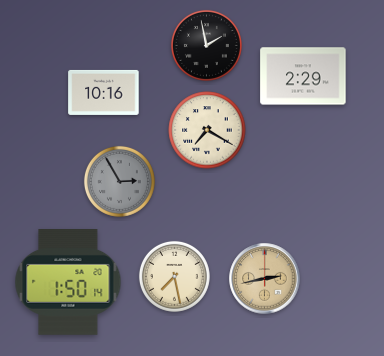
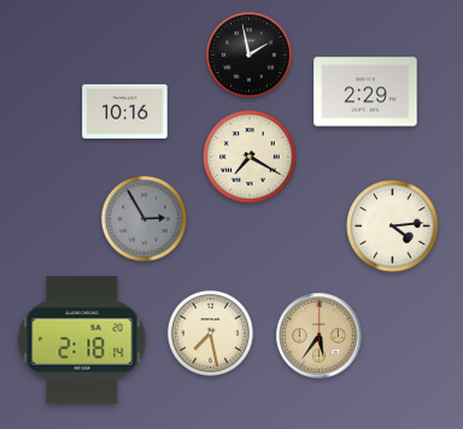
clock at (393, 227): none -> 4:14
clock at (265, 279): 2:43 -> 5:36
clock at (68, 283): 1:50 -> 2:18
